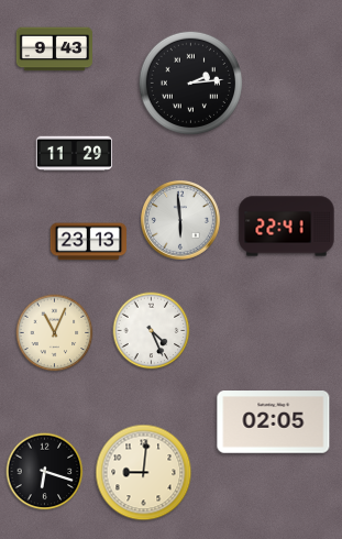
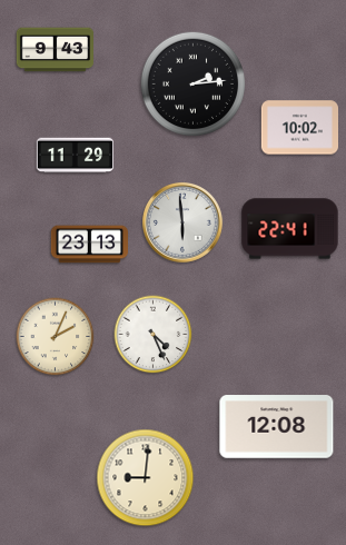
clock at (300, 128): none -> 10:02
clock at (55, 333): 11:04 -> 2:04
clock at (274, 422): 02:05 -> 12:08
clock at (45, 472): 6:18 -> none
